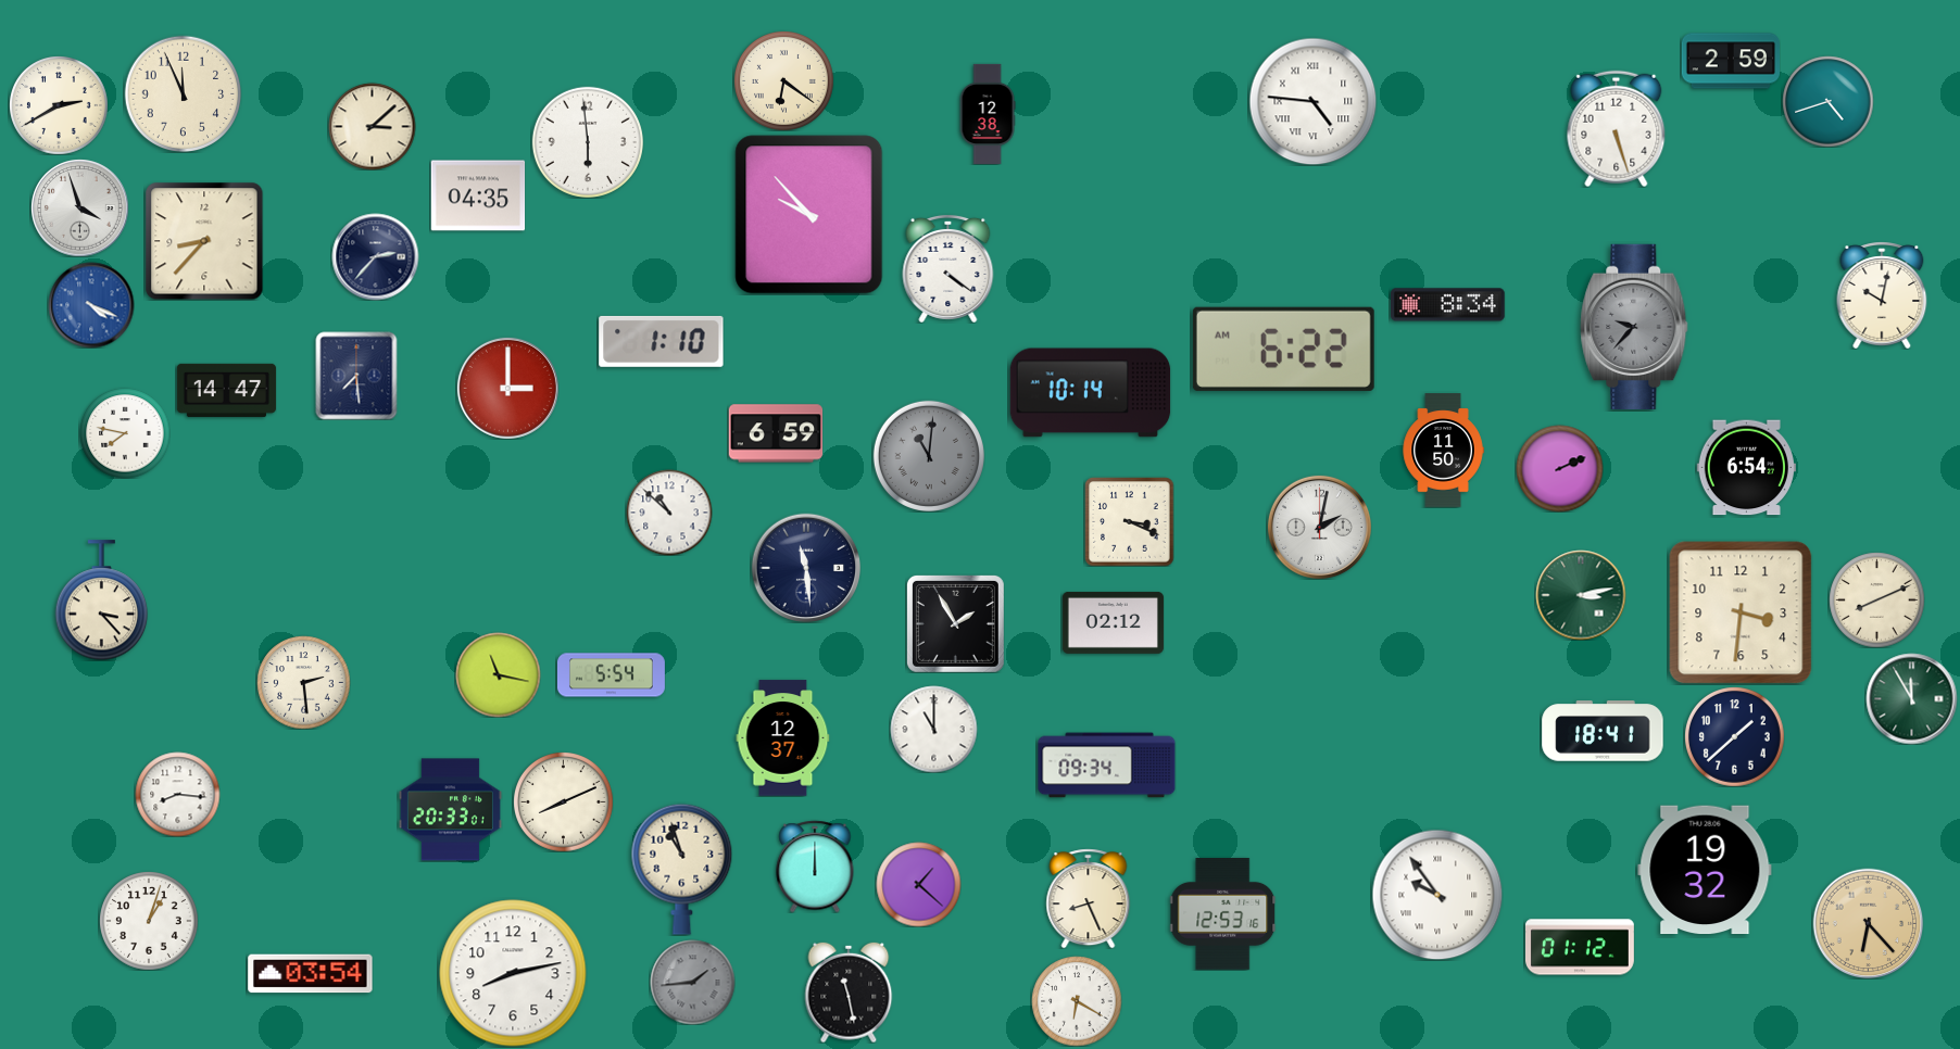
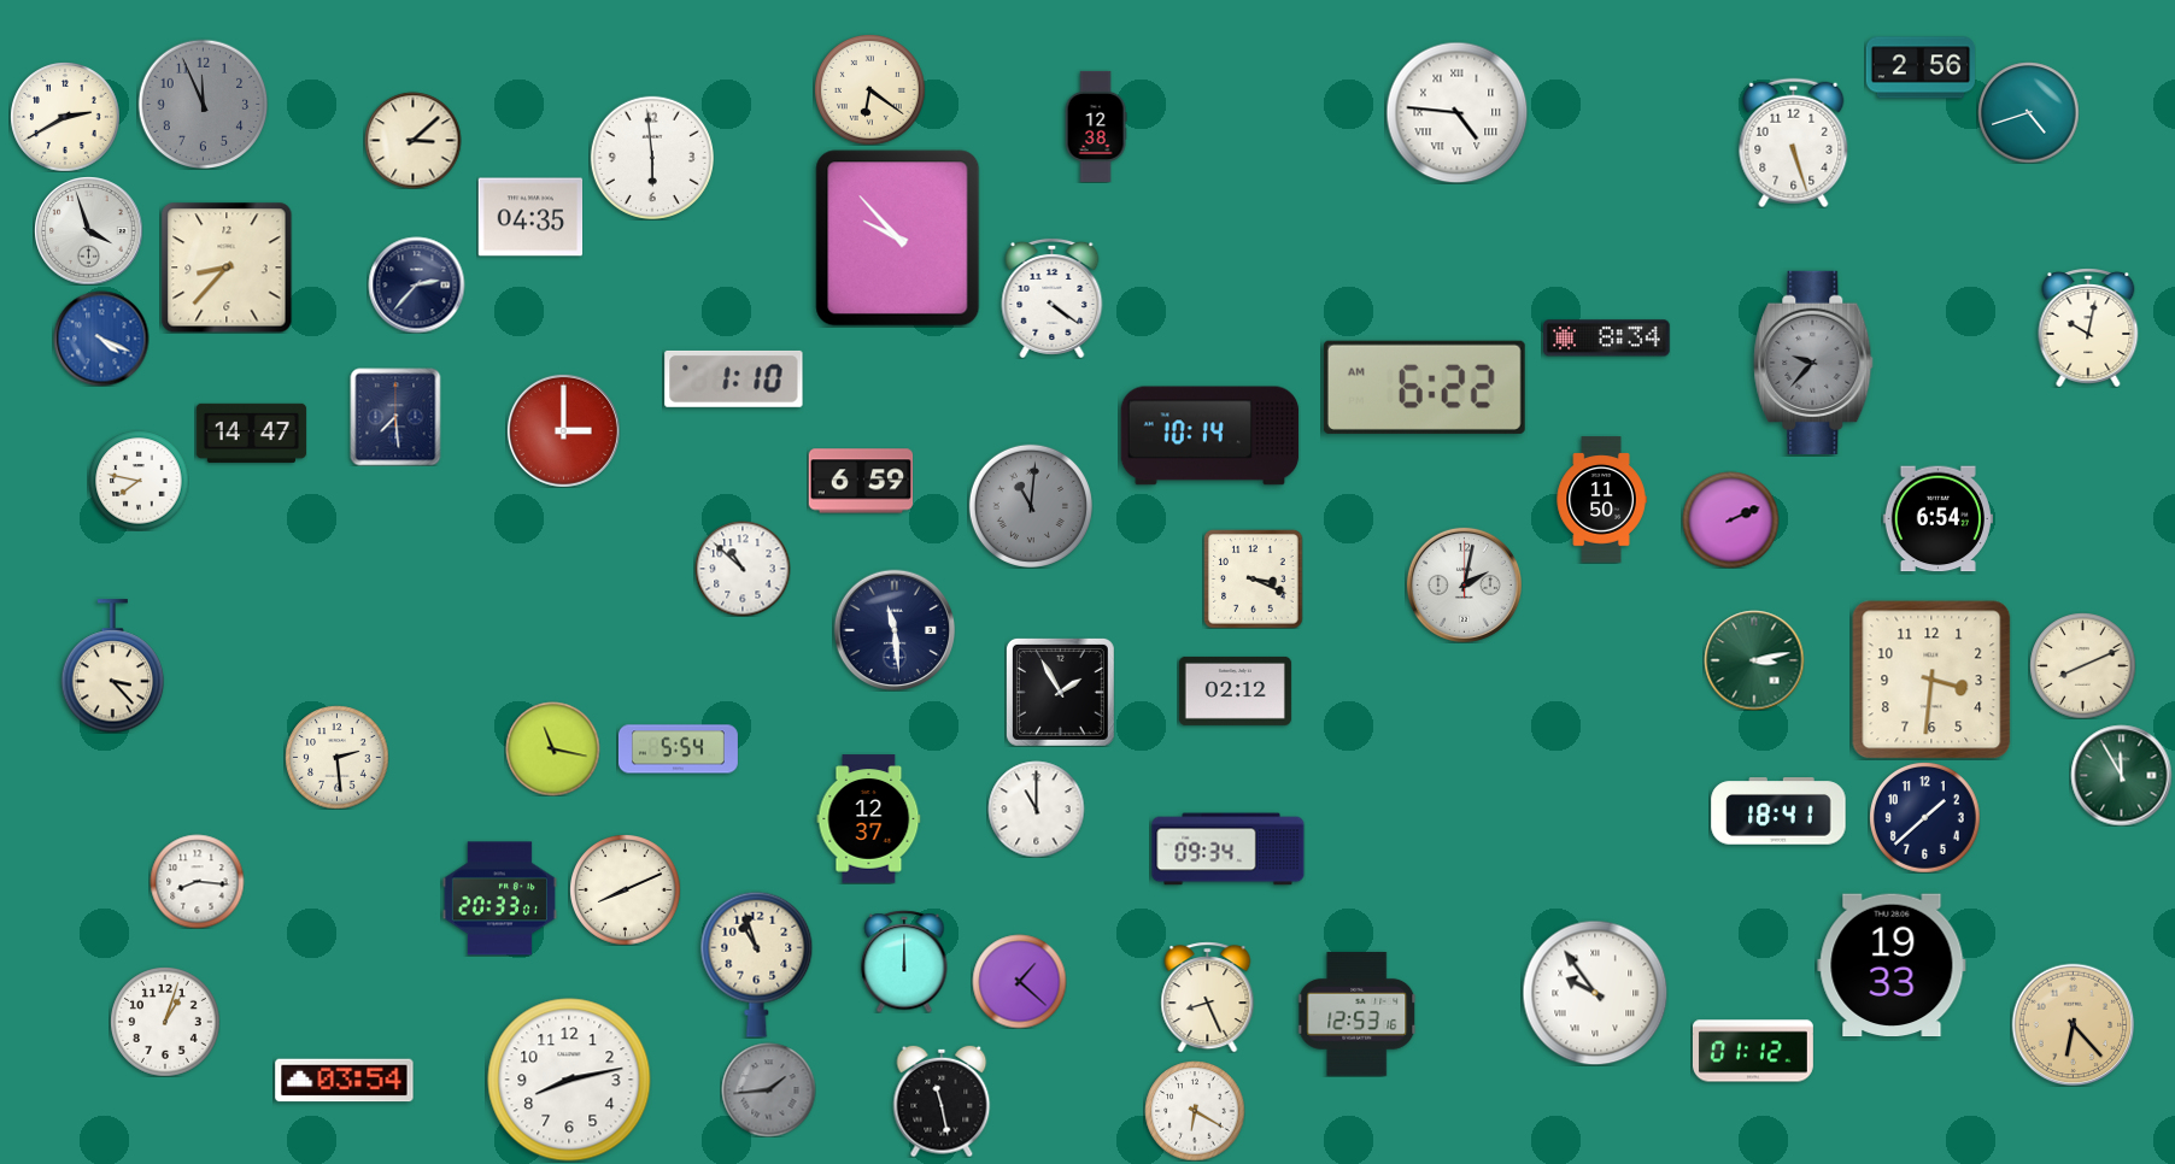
clock at (1730, 61): 2:59 -> 2:56
clock at (183, 93) dial: cream -> grey
clock at (1705, 870): 19:32 -> 19:33
